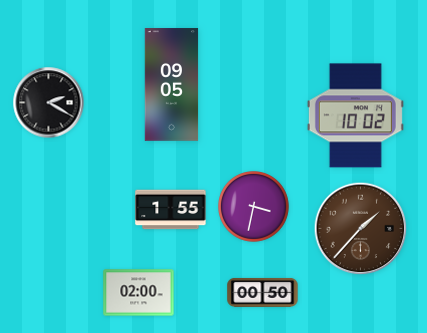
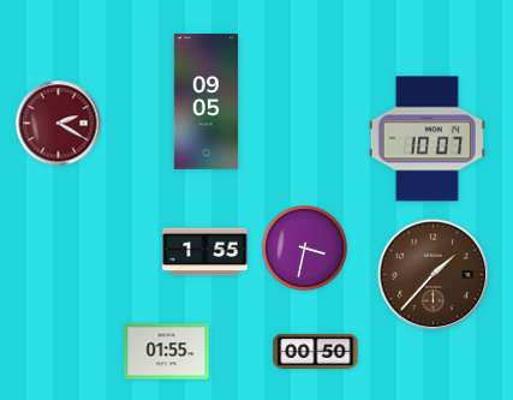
clock at (49, 103) dial: black -> burgundy
clock at (355, 116): 10:02 -> 10:07
clock at (139, 293): 02:00 -> 01:55
